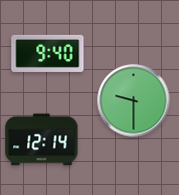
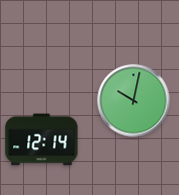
clock at (48, 53): 9:40 -> none
clock at (134, 101): 9:30 -> 10:02
